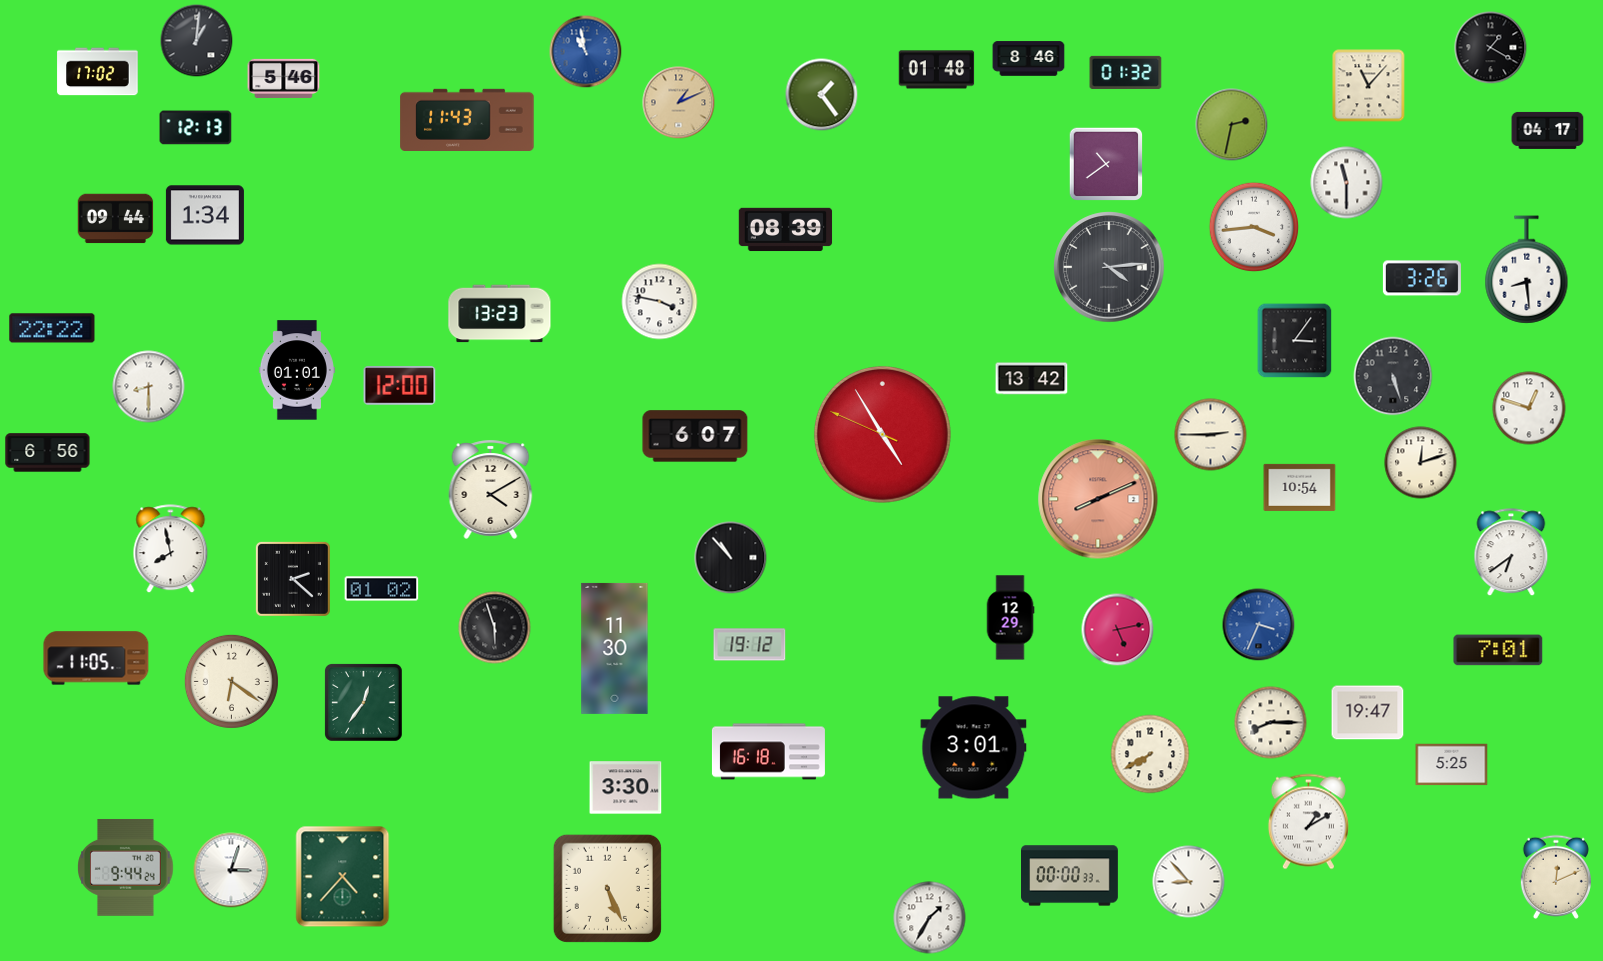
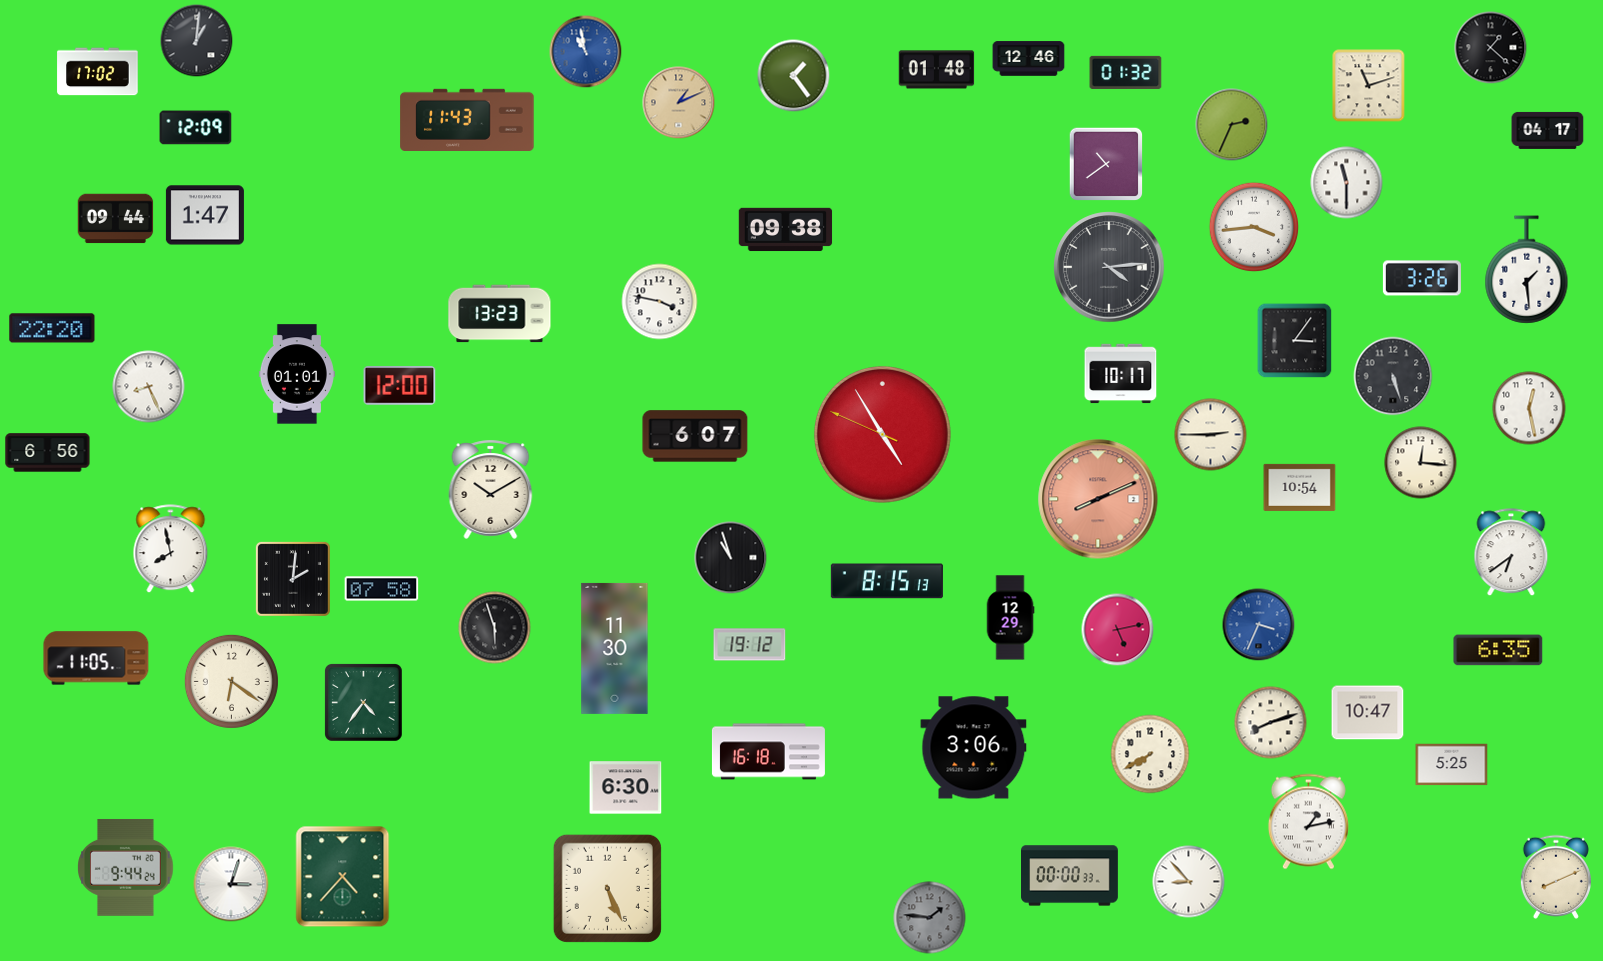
clock at (1491, 48): 1:20 -> 1:22
clock at (1029, 59): 8:46 -> 12:46
clock at (284, 78): 5:46 -> none
clock at (1369, 86): 11:07 -> 11:12
clock at (822, 95) position: (822, 95) -> (794, 76)
clock at (1232, 125): 2:32 -> 2:34
clock at (196, 128): 12:13 -> 12:09
clock at (205, 215): 1:34 -> 1:47
clock at (786, 230): 08:39 -> 09:38
clock at (1527, 270): 8:29 -> 1:29
clock at (52, 328): 22:22 -> 22:20
clock at (297, 370) position: (297, 370) -> (297, 374)
clock at (1121, 374): none -> 10:17
clock at (1032, 379): 13:42 -> none
clock at (149, 387): 8:30 -> 8:26
clock at (1529, 408): 12:48 -> 12:28
clock at (1421, 463): 12:12 -> 12:16
clock at (491, 489): 4:10 -> 10:10
clock at (731, 558): 10:53 -> 10:57
clock at (293, 579): 2:22 -> 2:01
clock at (887, 581): none -> 8:15
clock at (382, 589): 01:02 -> 07:58
clock at (1498, 650): 7:01 -> 6:35
clock at (363, 702): 12:36 -> 4:36
clock at (1368, 713): 19:47 -> 10:47
clock at (1271, 723): 8:15 -> 8:12
clock at (974, 748): 3:01 -> 3:06
clock at (626, 788): 3:30 -> 6:30
clock at (1308, 822): 1:10 -> 1:13
clock at (231, 870) position: (231, 870) -> (231, 884)
clock at (1556, 877): 12:11 -> 8:11
clock at (930, 918): 1:35 -> 1:46
clock at (930, 918) dial: white -> grey
